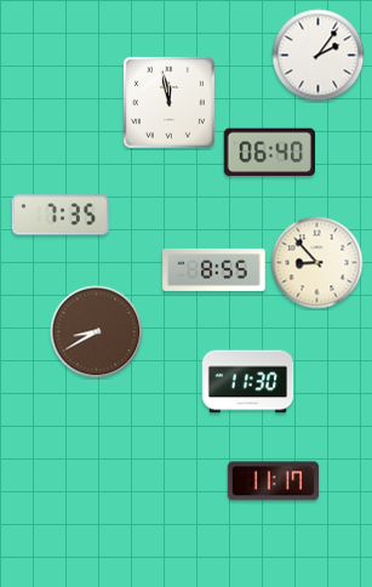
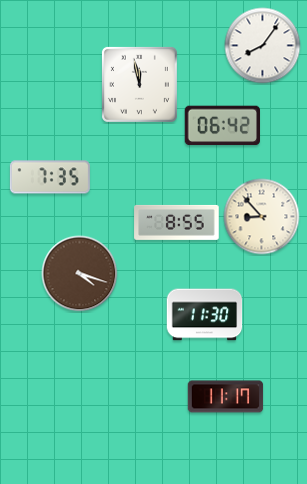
clock at (319, 56): 2:06 -> 8:06
clock at (270, 153): 06:40 -> 06:42
clock at (97, 332): 8:40 -> 4:18
